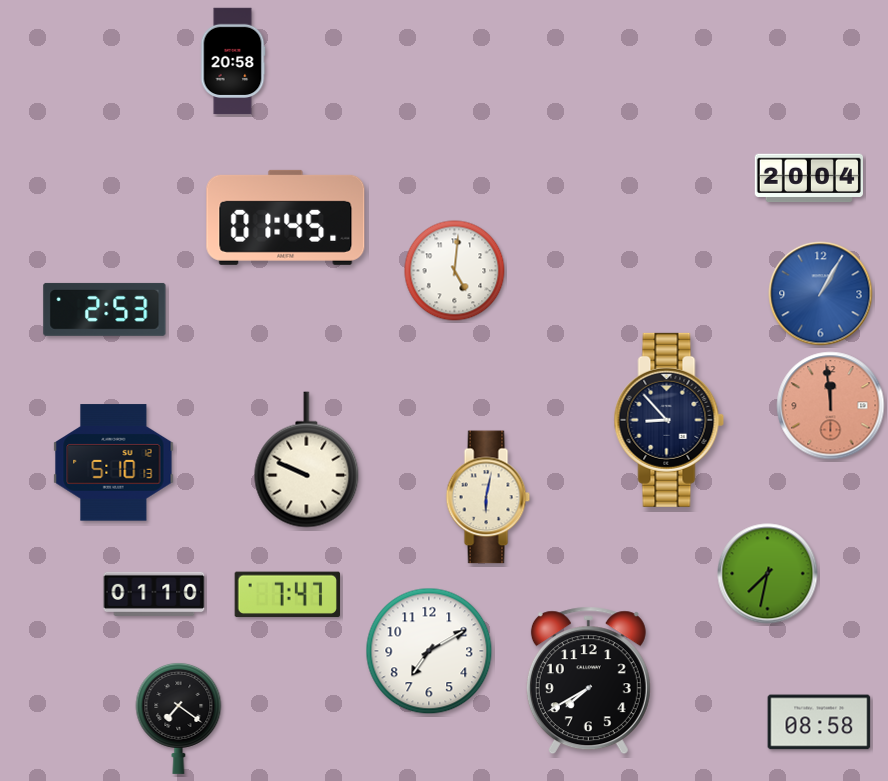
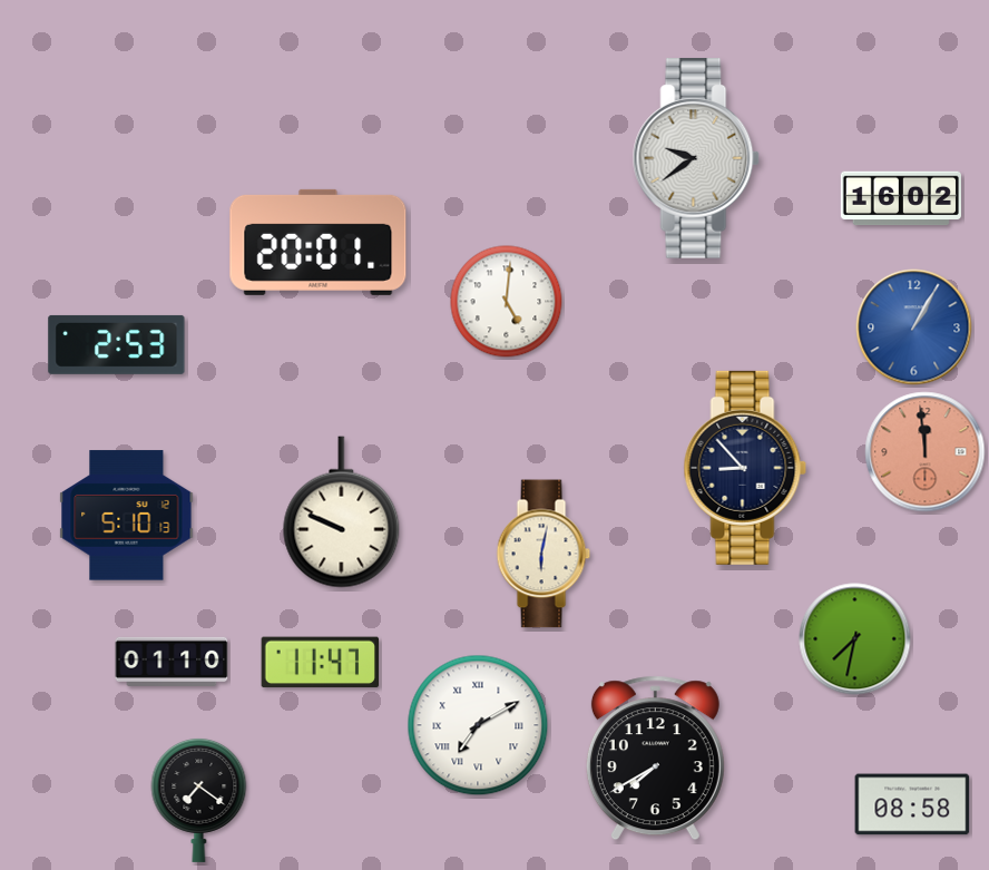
clock at (233, 61): 20:58 -> none
clock at (696, 159): none -> 9:39
clock at (809, 178): 20:04 -> 16:02
clock at (286, 217): 01:45 -> 20:01
clock at (287, 595): 7:47 -> 11:47
clock at (429, 651) numerals: Arabic -> Roman
